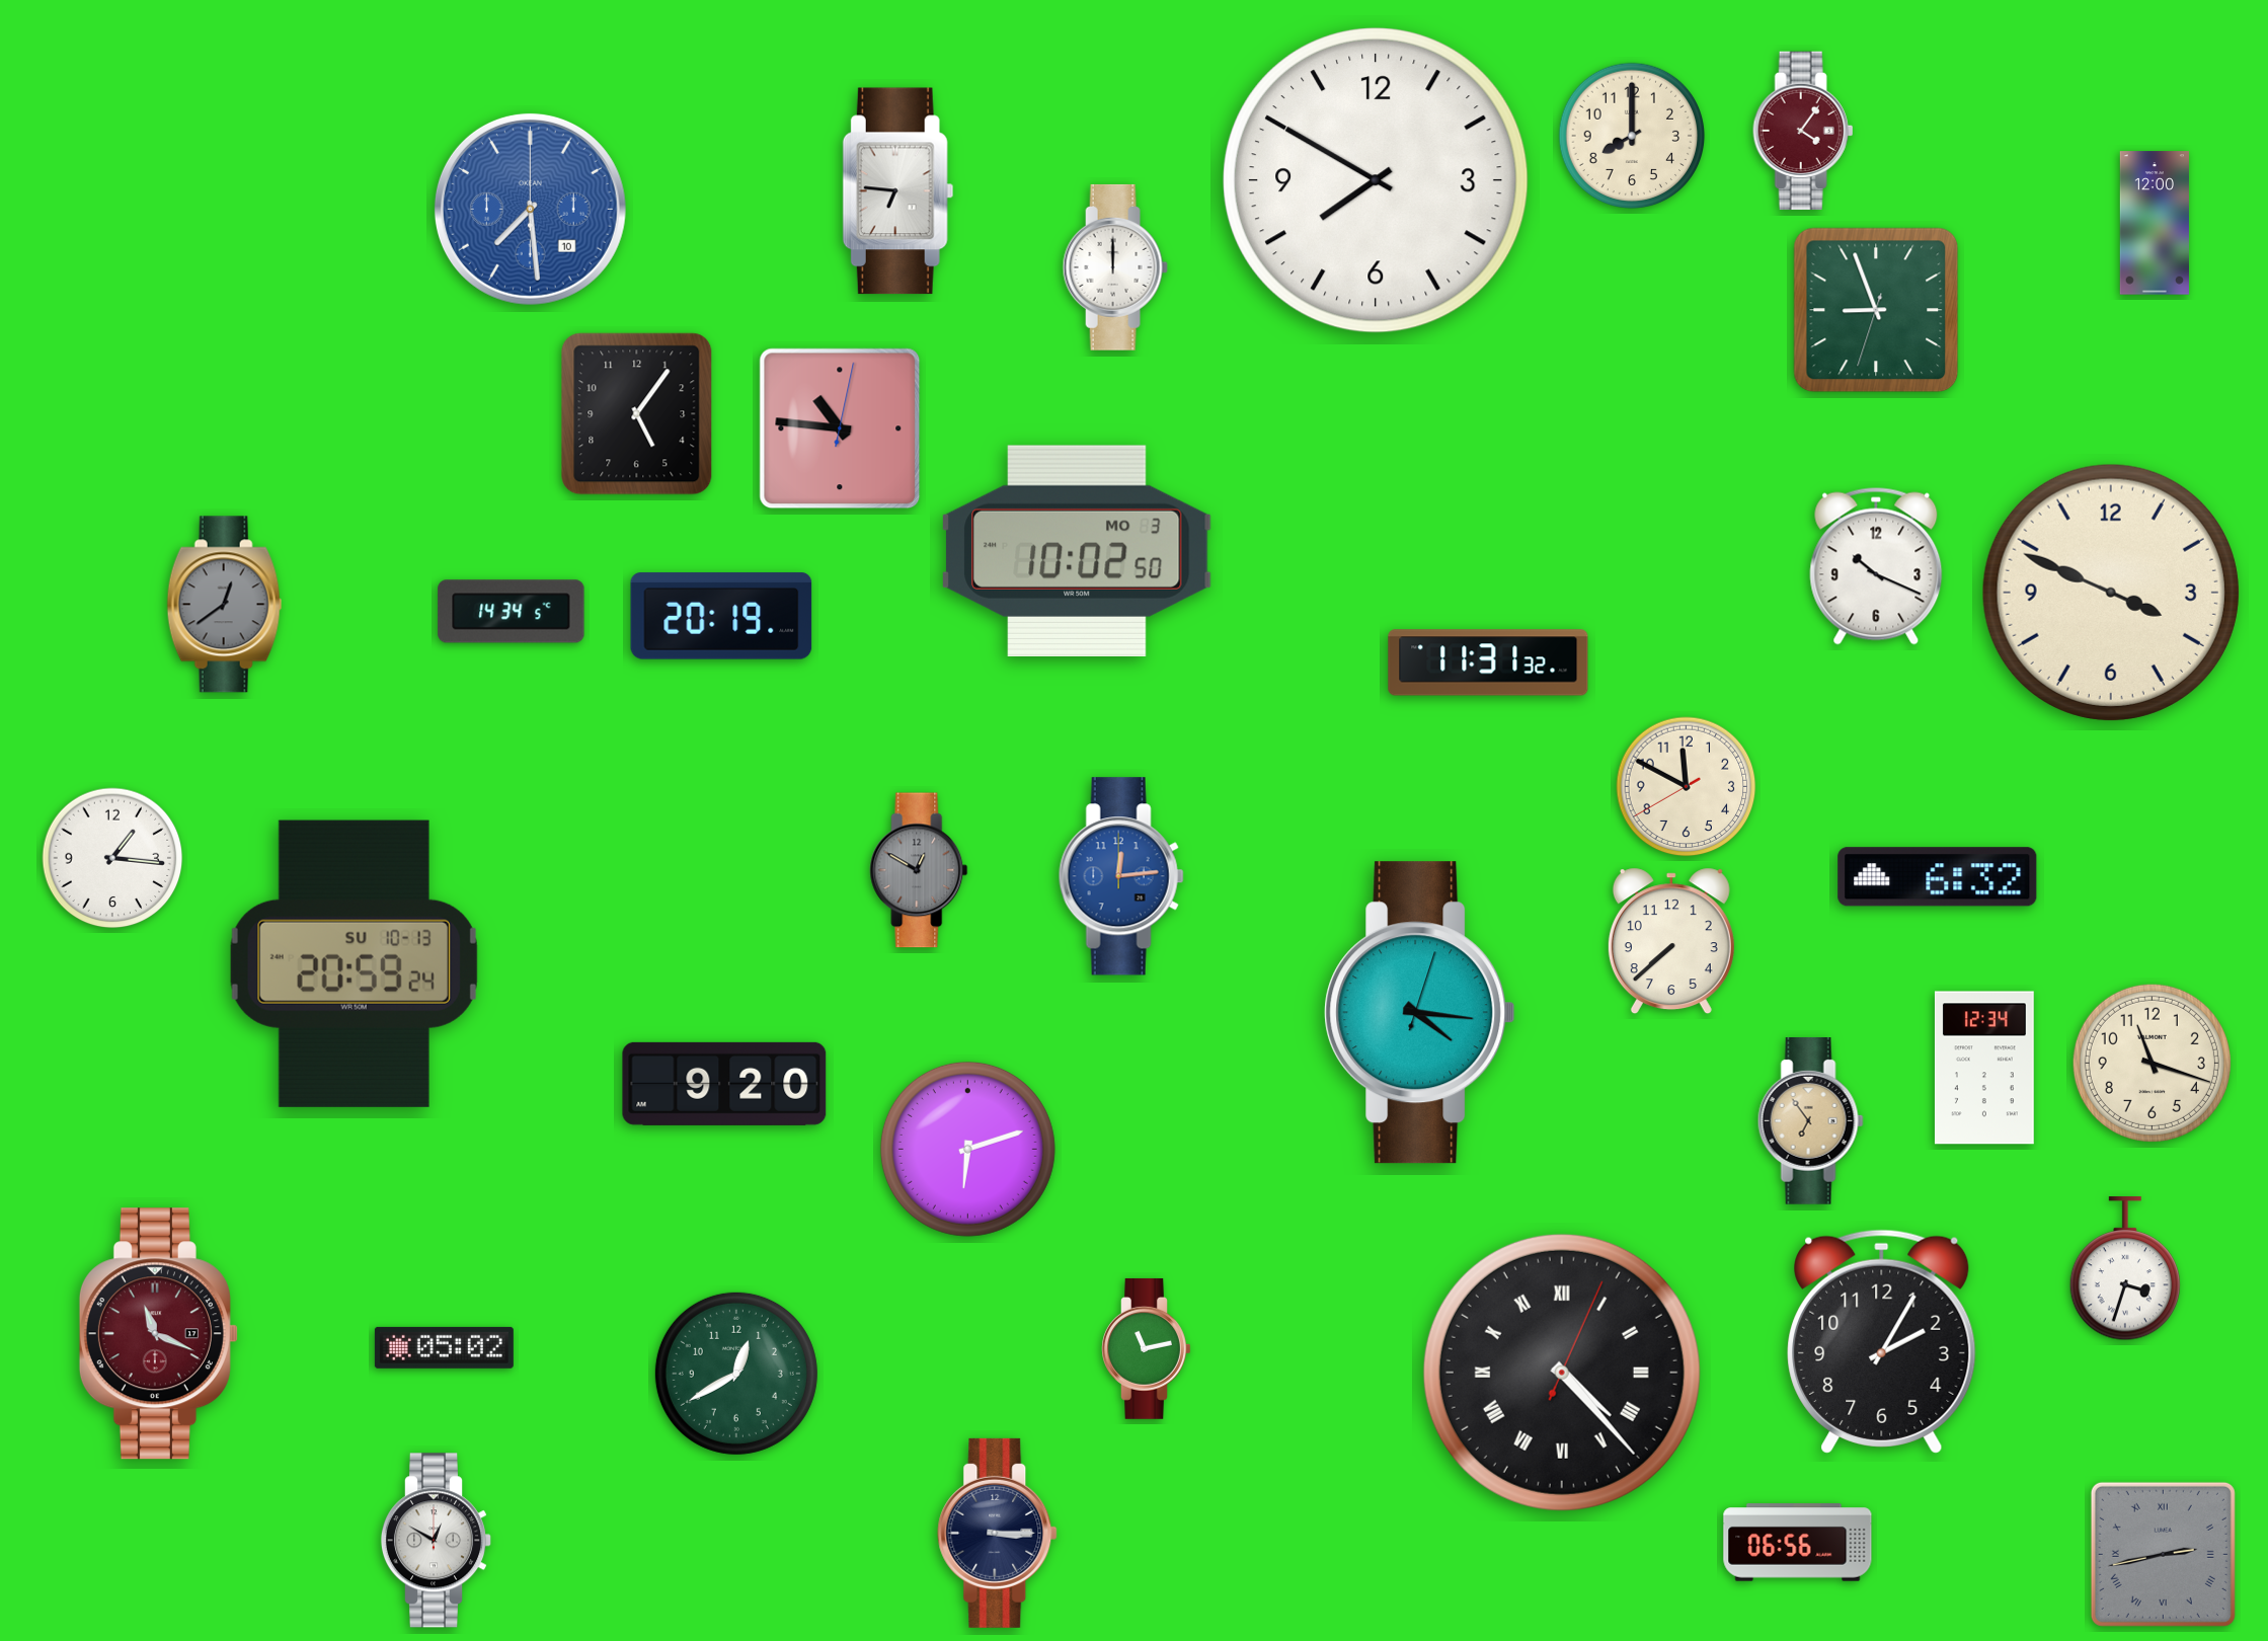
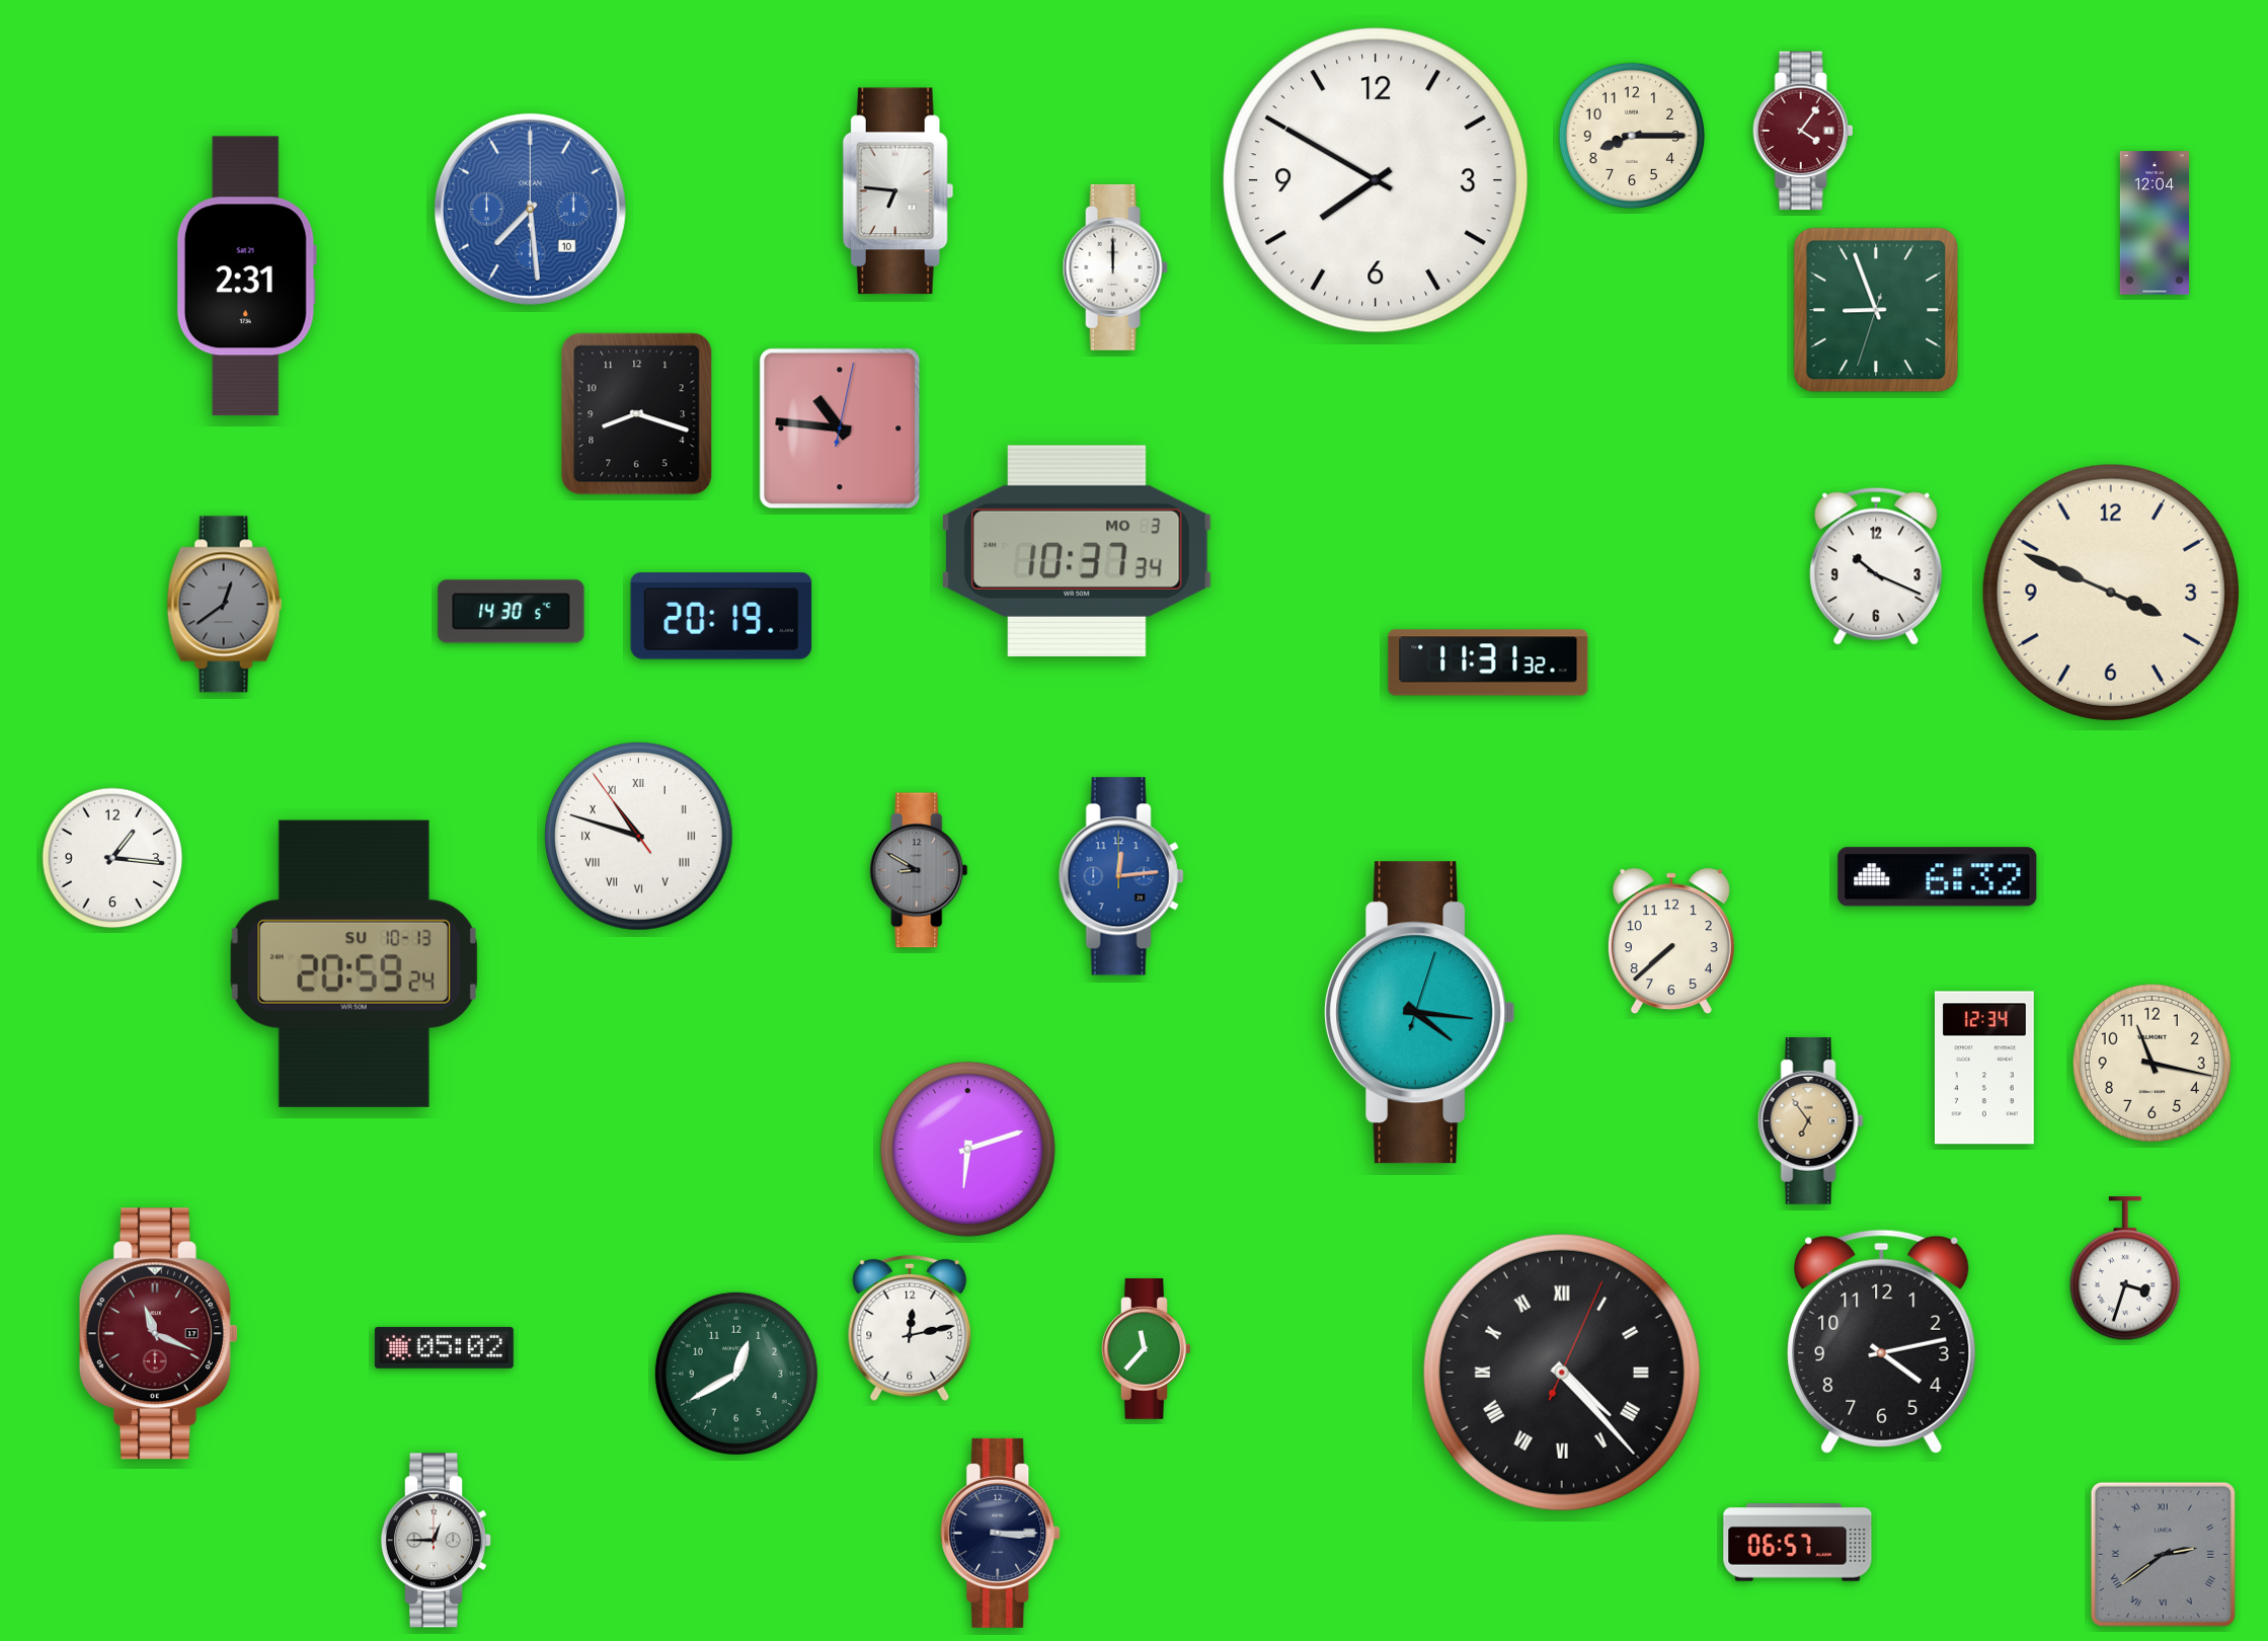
clock at (1632, 136): 8:00 -> 8:15
clock at (2155, 223): 12:00 -> 12:04
clock at (246, 277): none -> 2:31
clock at (637, 414): 5:06 -> 8:18
clock at (1077, 551): 10:02 -> 10:37
clock at (512, 612): 14:34 -> 14:30
clock at (1687, 787): 11:49 -> none
clock at (639, 837): none -> 10:47
clock at (919, 870): 12:50 -> 8:50
clock at (2152, 1063): 11:18 -> 11:17
clock at (724, 1084): 9:20 -> none
clock at (910, 1328): none -> 12:13
clock at (1882, 1341): 2:05 -> 4:13
clock at (1147, 1348): 11:13 -> 11:37
clock at (998, 1533) position: (998, 1533) -> (1001, 1533)
clock at (437, 1541): 12:50 -> 12:45
clock at (1798, 1543): 06:56 -> 06:57
clock at (2163, 1554): 2:43 -> 2:39
